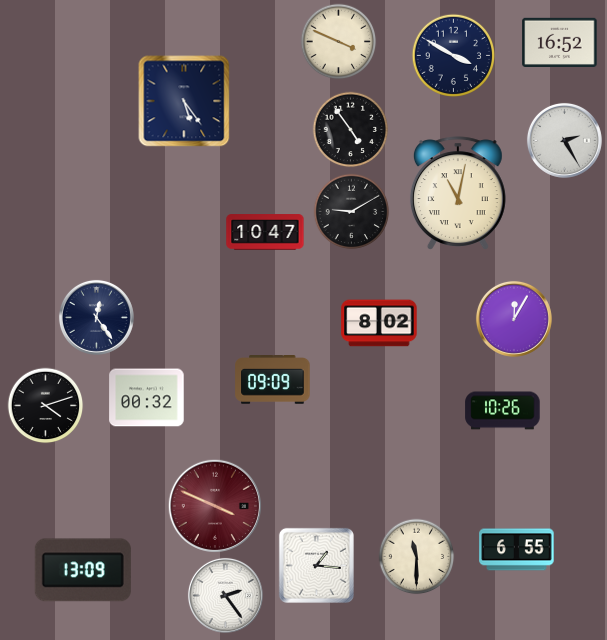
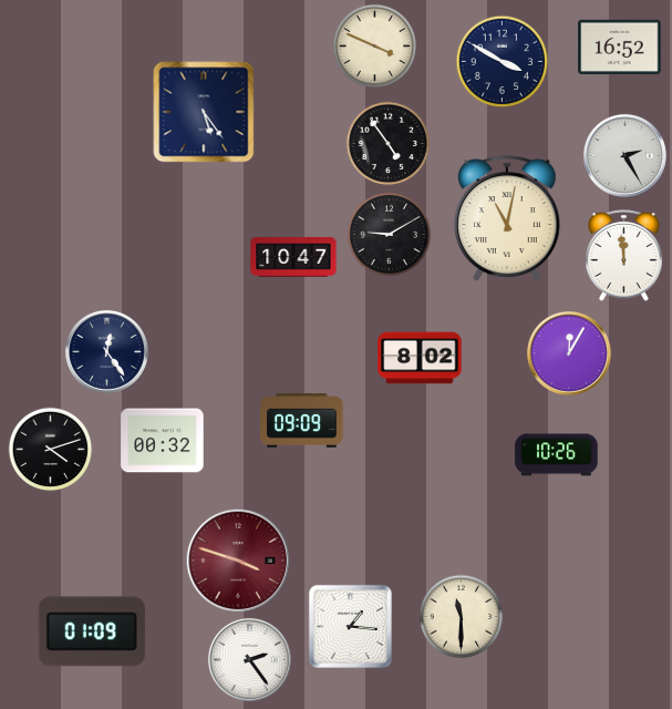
clock at (458, 193) position: (458, 193) -> (507, 218)
clock at (624, 256): none -> 11:59
clock at (215, 506): 3:49 -> 3:48
clock at (517, 550): 6:55 -> none
clock at (83, 570): 13:09 -> 01:09
